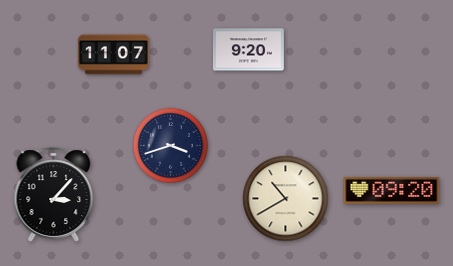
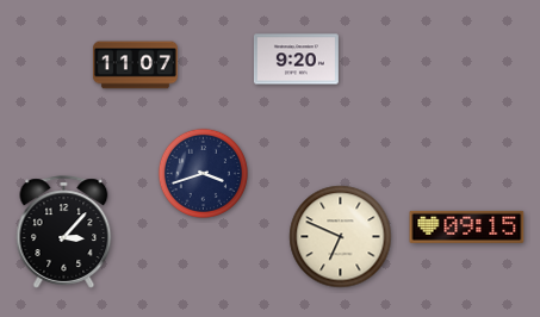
clock at (392, 190): 09:20 -> 09:15
clock at (286, 199): 10:40 -> 6:49
